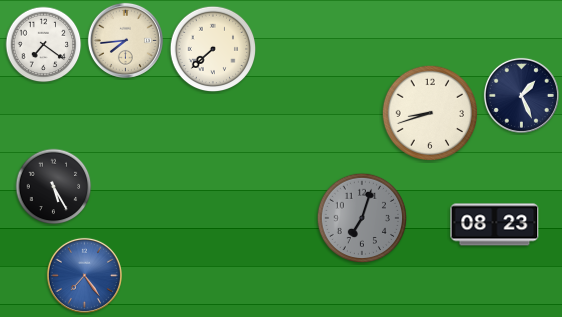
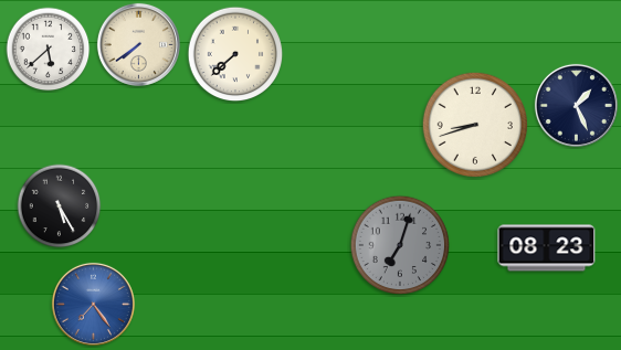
clock at (125, 40): 7:44 -> 7:39
clock at (44, 45): 7:21 -> 5:38
clock at (362, 218) position: (362, 218) -> (400, 245)
